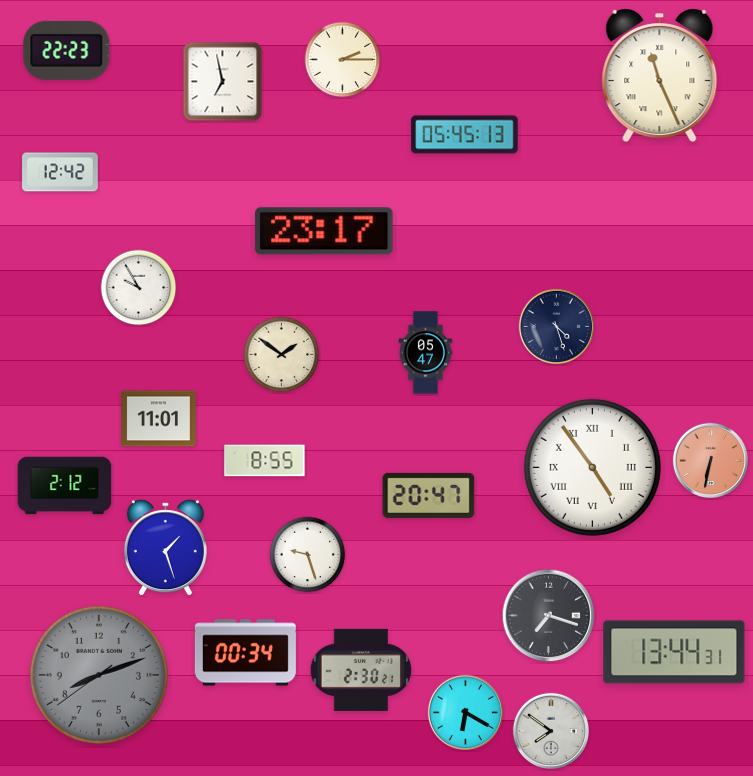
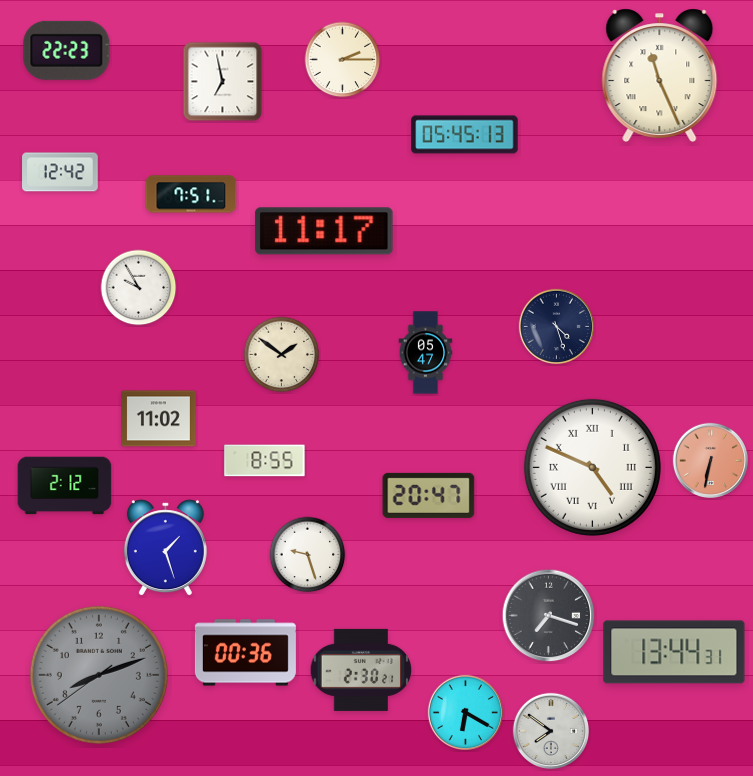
clock at (191, 194): none -> 7:51
clock at (324, 231): 23:17 -> 11:17
clock at (159, 419): 11:01 -> 11:02
clock at (592, 467): 4:54 -> 4:49
clock at (245, 653): 00:34 -> 00:36
